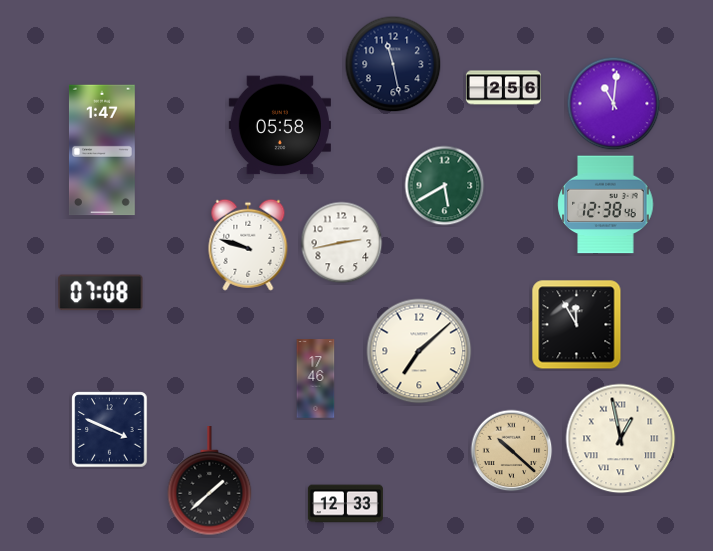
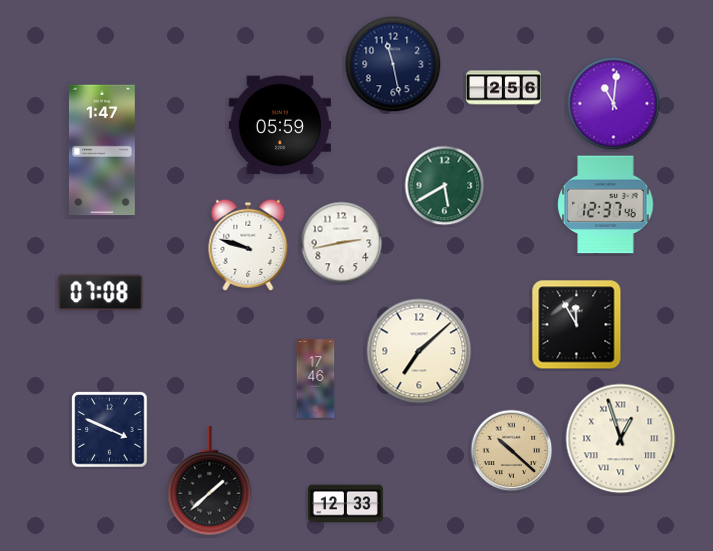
clock at (280, 125): 05:58 -> 05:59
clock at (606, 205): 12:38 -> 12:37
clock at (621, 439): 12:58 -> 12:57
